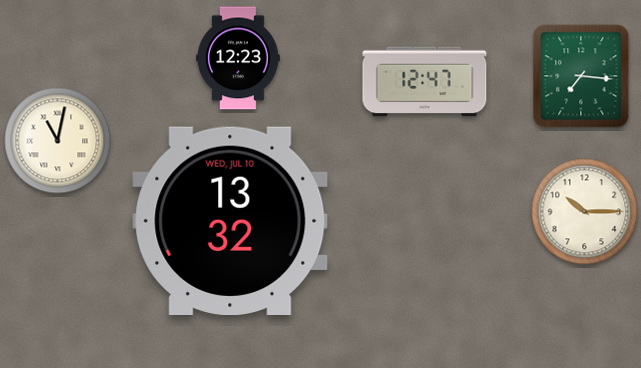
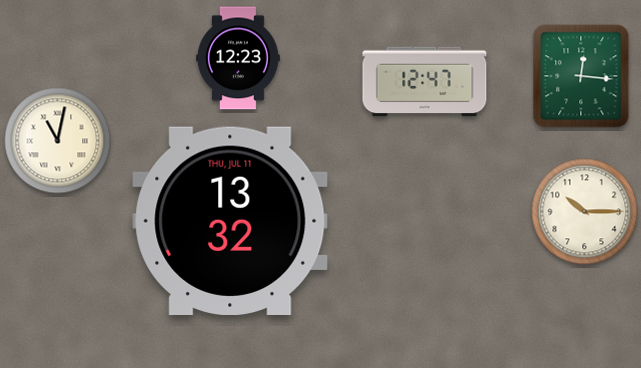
clock at (581, 76): 7:16 -> 12:16
clock at (230, 220) date: WED, JUL 10 -> THU, JUL 11
